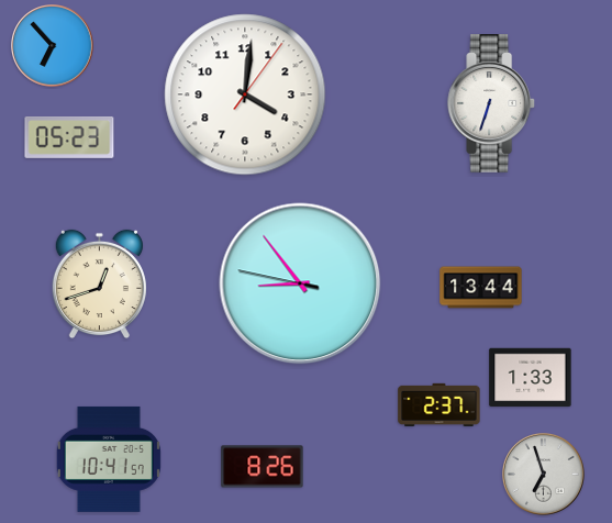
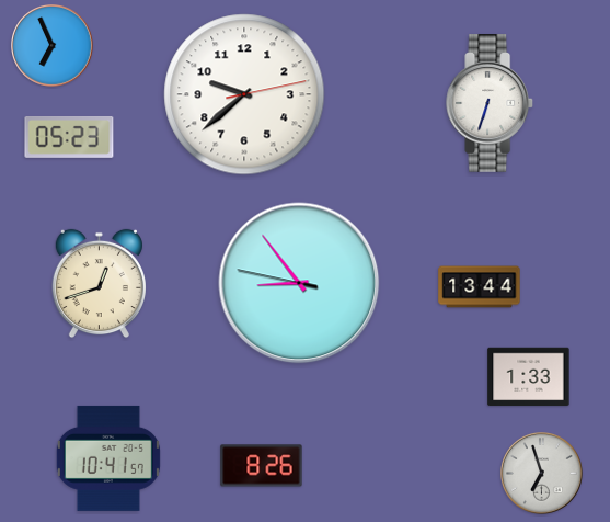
clock at (53, 46): 6:53 -> 6:56
clock at (245, 94): 4:01 -> 9:38
clock at (439, 404): 2:37 -> none
